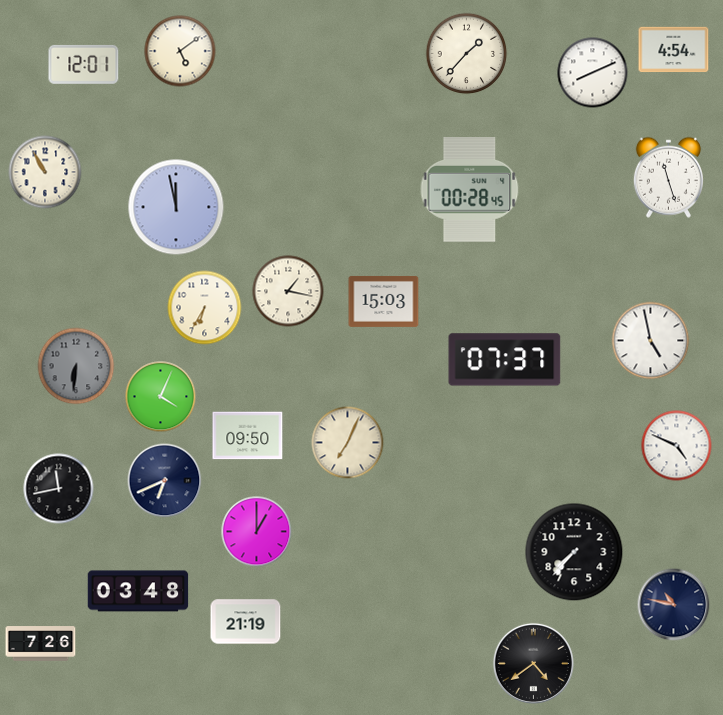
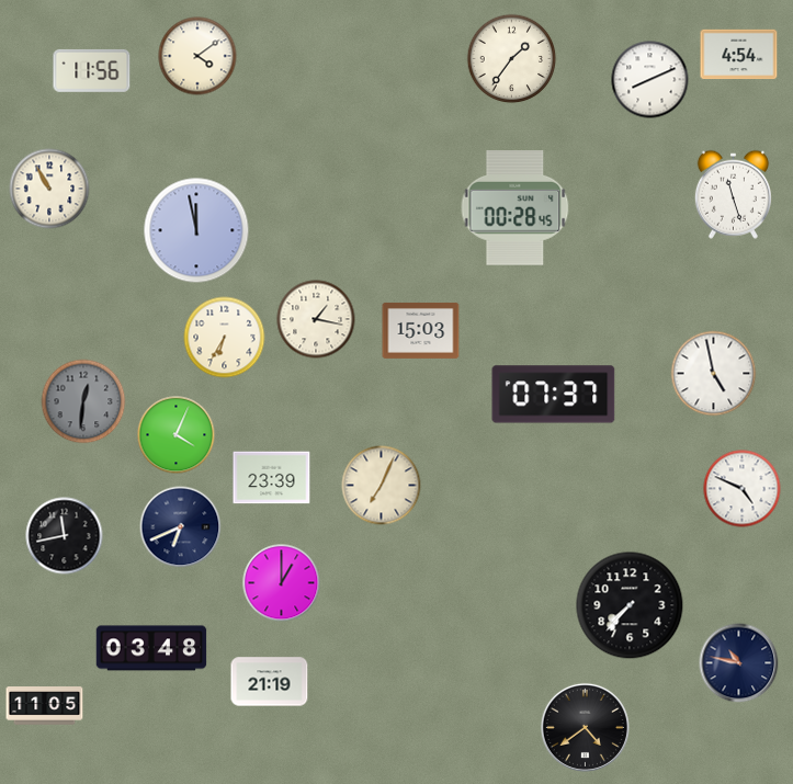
clock at (180, 51): 5:09 -> 4:09
clock at (467, 54): 1:37 -> 1:36
clock at (84, 64): 12:01 -> 11:56
clock at (176, 207) position: (176, 207) -> (196, 230)
clock at (76, 366): 6:31 -> 12:31
clock at (248, 436): 09:50 -> 23:39
clock at (41, 644): 7:26 -> 11:05
